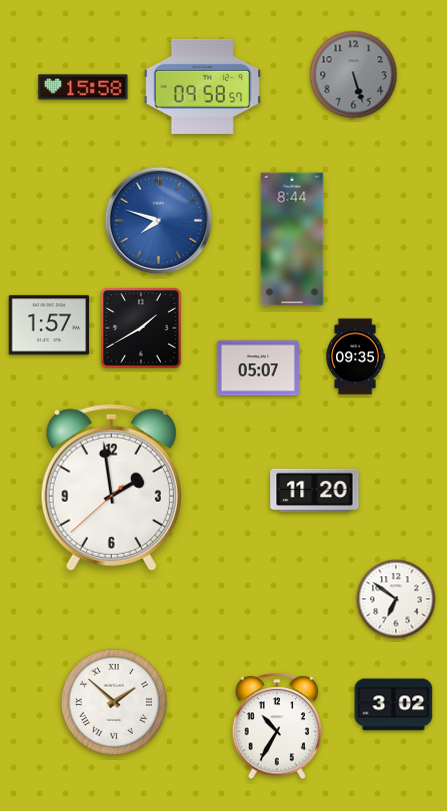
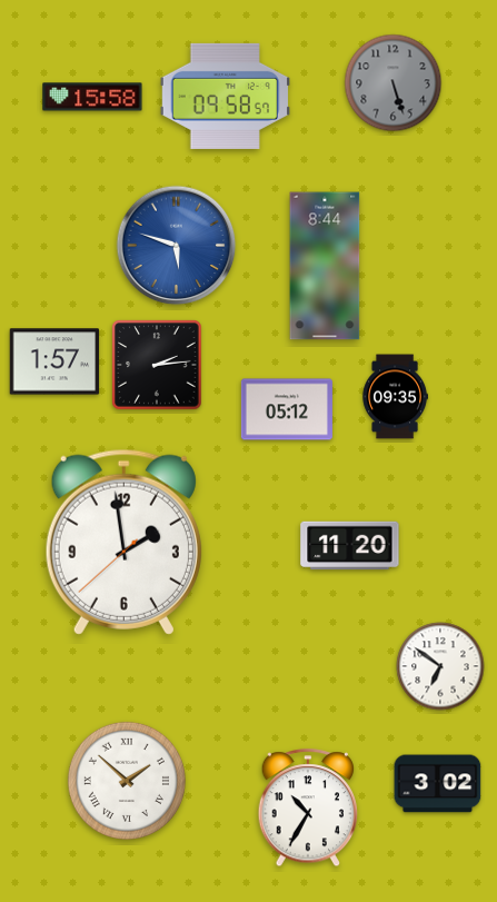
clock at (159, 221): 7:48 -> 5:48
clock at (141, 328): 1:40 -> 2:14
clock at (258, 368): 05:07 -> 05:12
